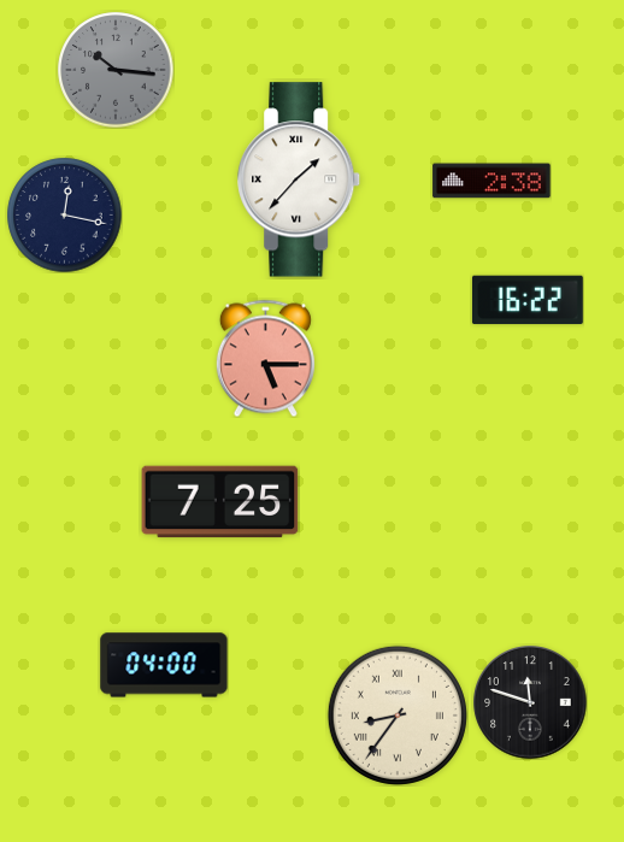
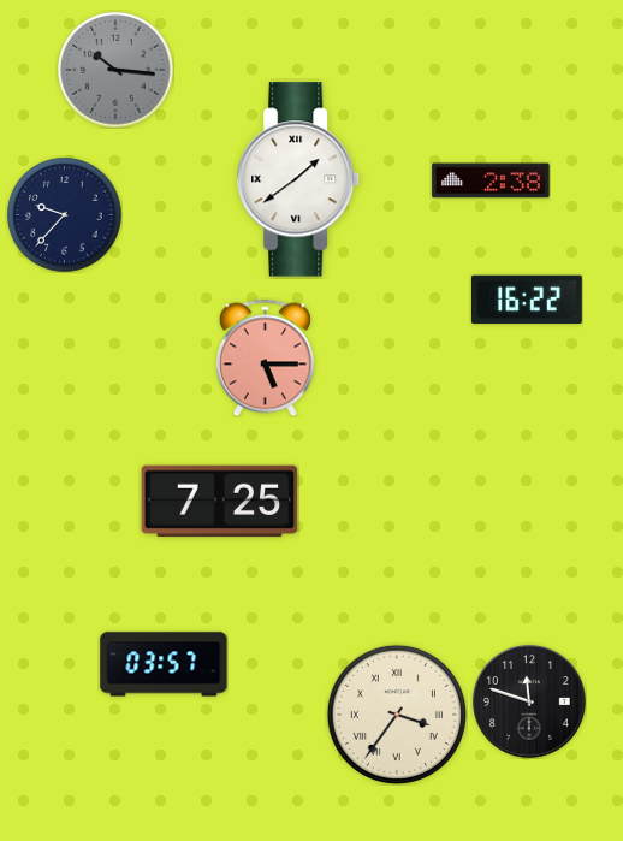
clock at (300, 179): 1:37 -> 1:39
clock at (64, 214): 12:17 -> 9:37
clock at (164, 665): 04:00 -> 03:57
clock at (398, 716): 8:36 -> 3:36
